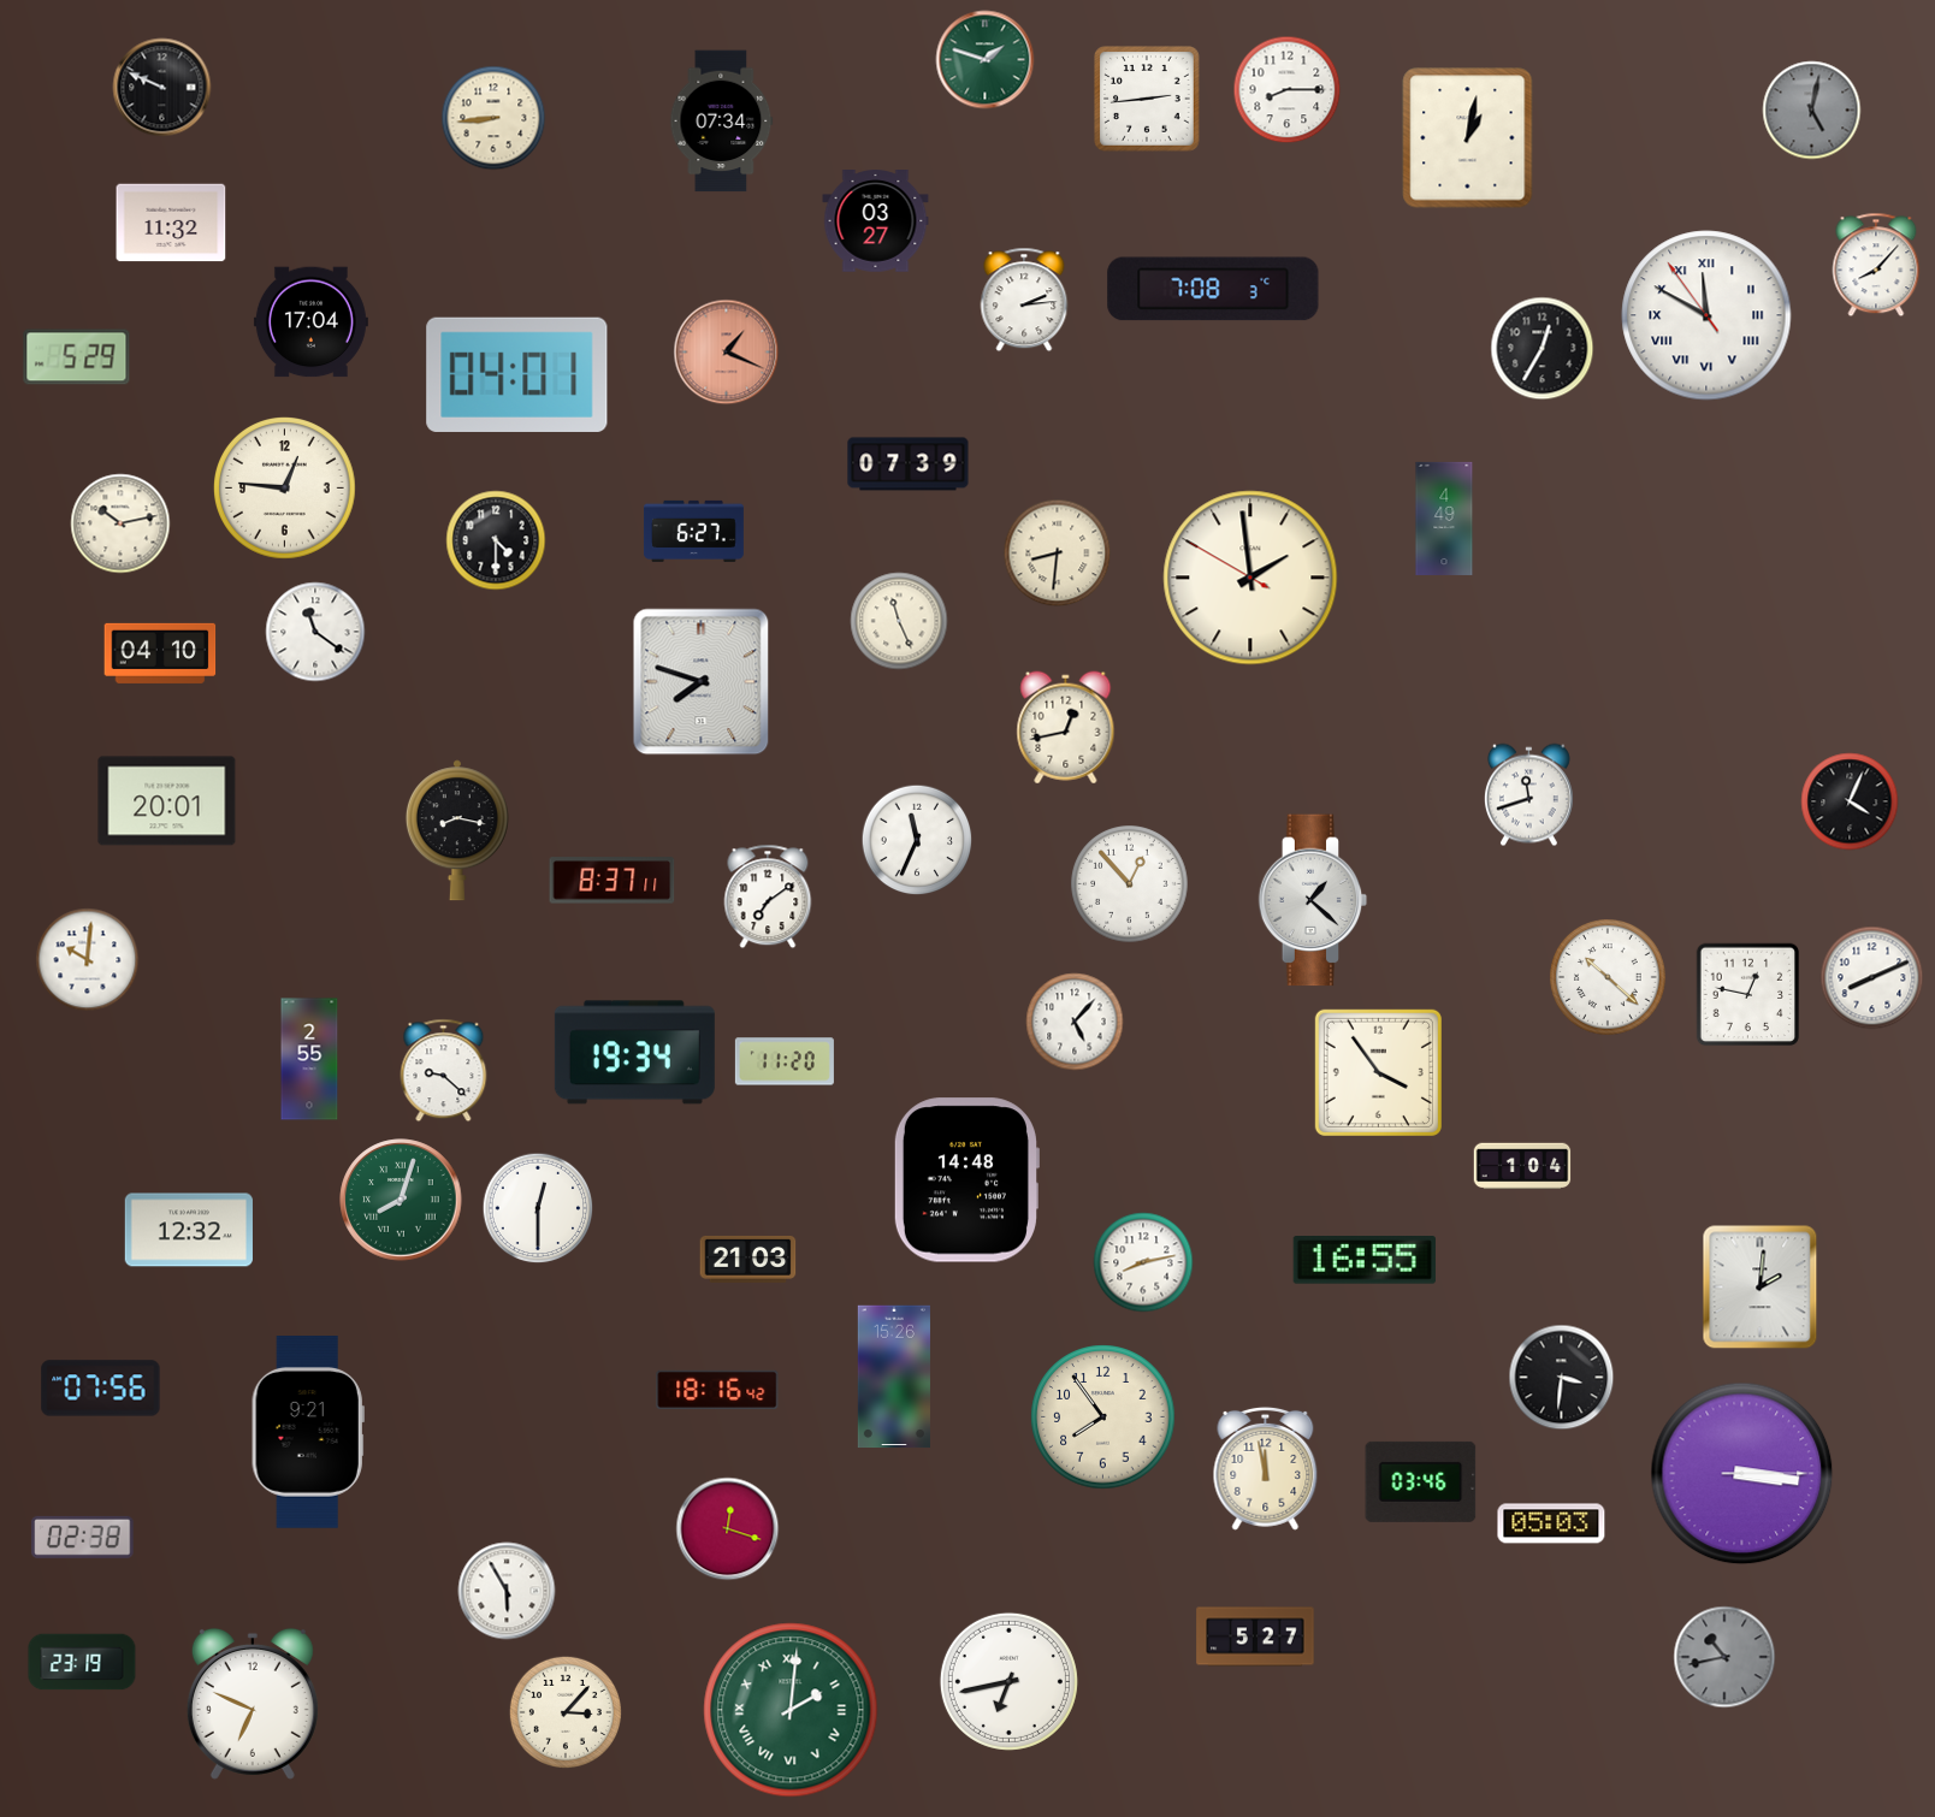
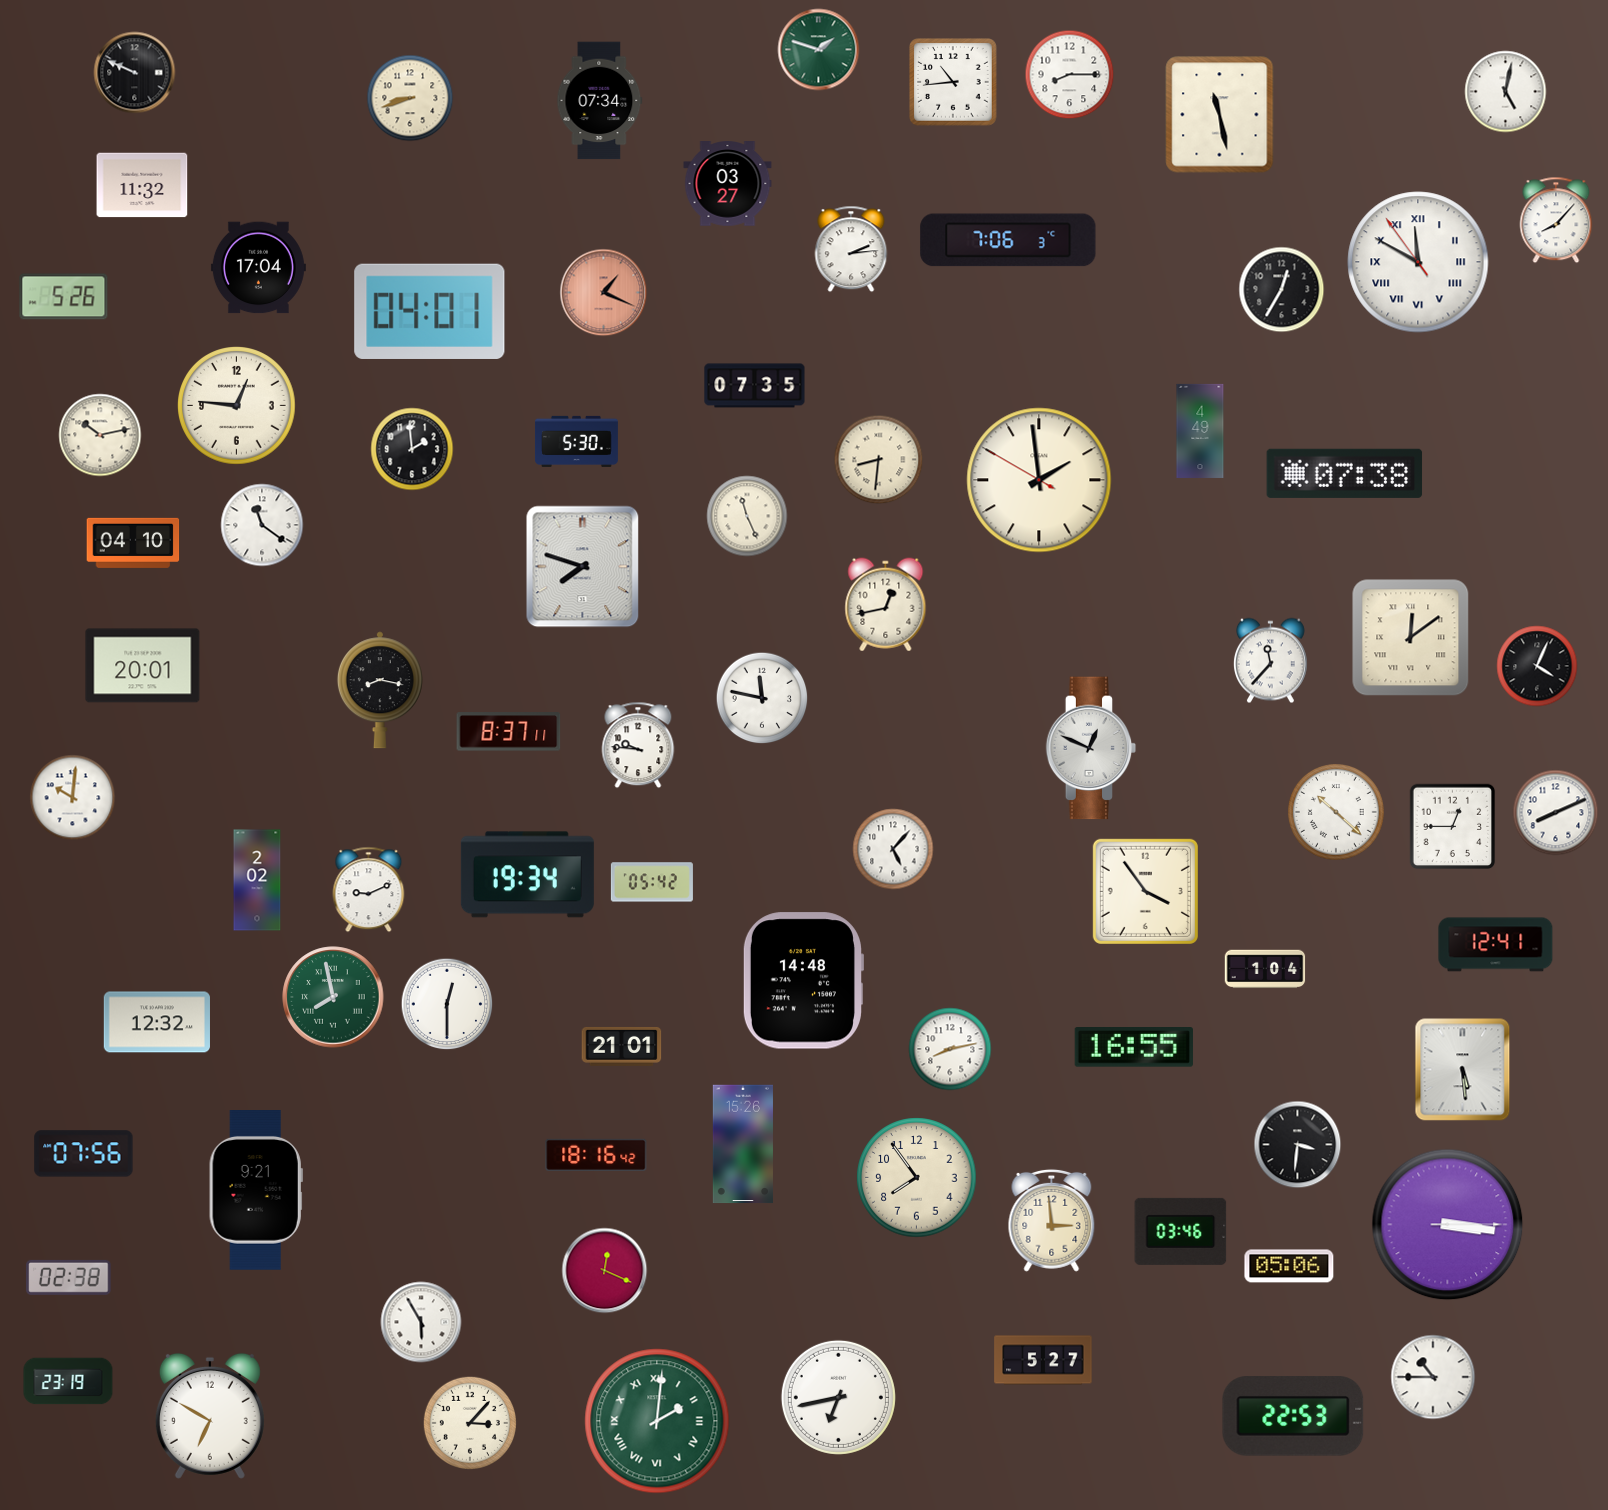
clock at (1148, 100): 2:44 -> 10:44
clock at (1812, 111) dial: grey -> white
clock at (493, 118): 8:44 -> 8:42
clock at (1468, 138): 1:02 -> 11:28
clock at (1876, 265) position: (1876, 265) -> (1556, 220)
clock at (1213, 289): 7:08 -> 7:06
clock at (77, 357): 5:29 -> 5:26
clock at (909, 464): 07:39 -> 07:35
clock at (693, 531): 6:27 -> 5:30
clock at (496, 540): 4:30 -> 1:59
clock at (1345, 473): none -> 07:38
clock at (1411, 638): none -> 12:09
clock at (1528, 795): 11:42 -> 11:37
clock at (167, 801) position: (167, 801) -> (143, 666)
clock at (917, 840): 11:34 -> 11:47
clock at (1130, 884): 12:53 -> none
clock at (768, 896): 7:09 -> 9:46
clock at (1313, 900): 1:22 -> 12:49
clock at (1748, 995): 12:47 -> 12:45
clock at (309, 1059): 2:55 -> 2:02
clock at (785, 1061): 11:20 -> 05:42
clock at (444, 1071): 9:22 -> 9:11
clock at (1496, 945): none -> 12:41
clock at (401, 1200): 8:03 -> 7:58
clock at (748, 1259): 21:03 -> 21:01
clock at (1761, 1288): 2:01 -> 5:29
clock at (1266, 1468): 11:58 -> 2:59
clock at (1551, 1523): 05:03 -> 05:06
clock at (728, 1529): 12:18 -> 12:19
clock at (1724, 1657): 10:43 -> 10:45
clock at (1724, 1657) dial: grey -> white
clock at (253, 1704): 6:49 -> 6:50
clock at (1293, 1416): none -> 22:53
